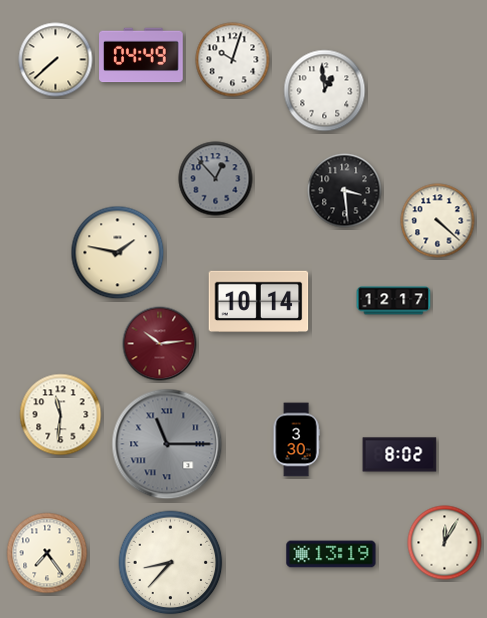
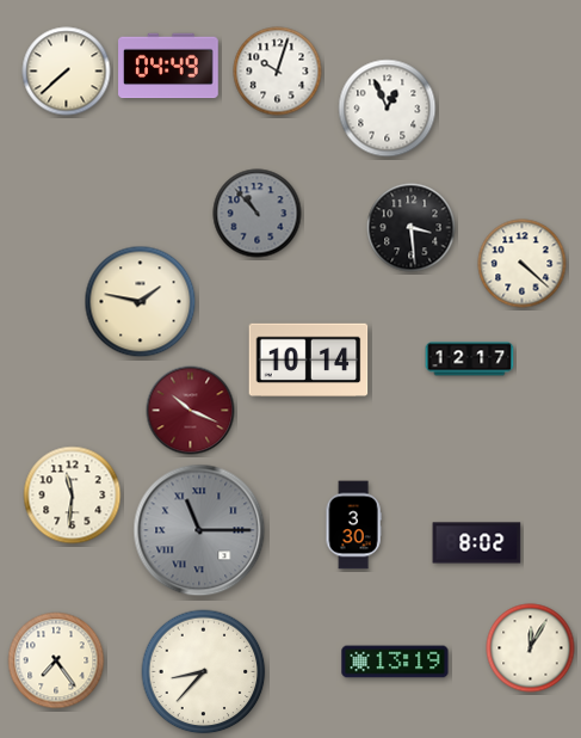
clock at (325, 91): 12:59 -> 12:56
clock at (216, 179): 12:53 -> 10:53
clock at (160, 344): 10:14 -> 10:19
